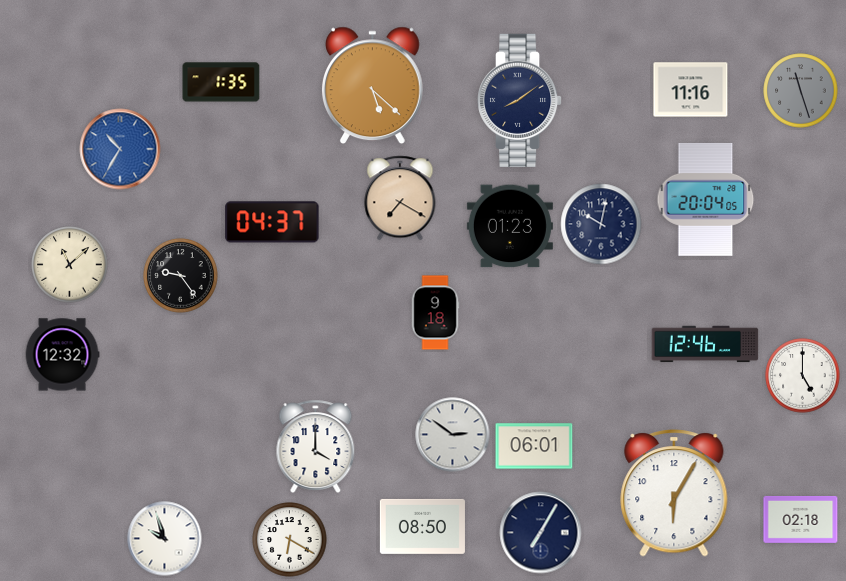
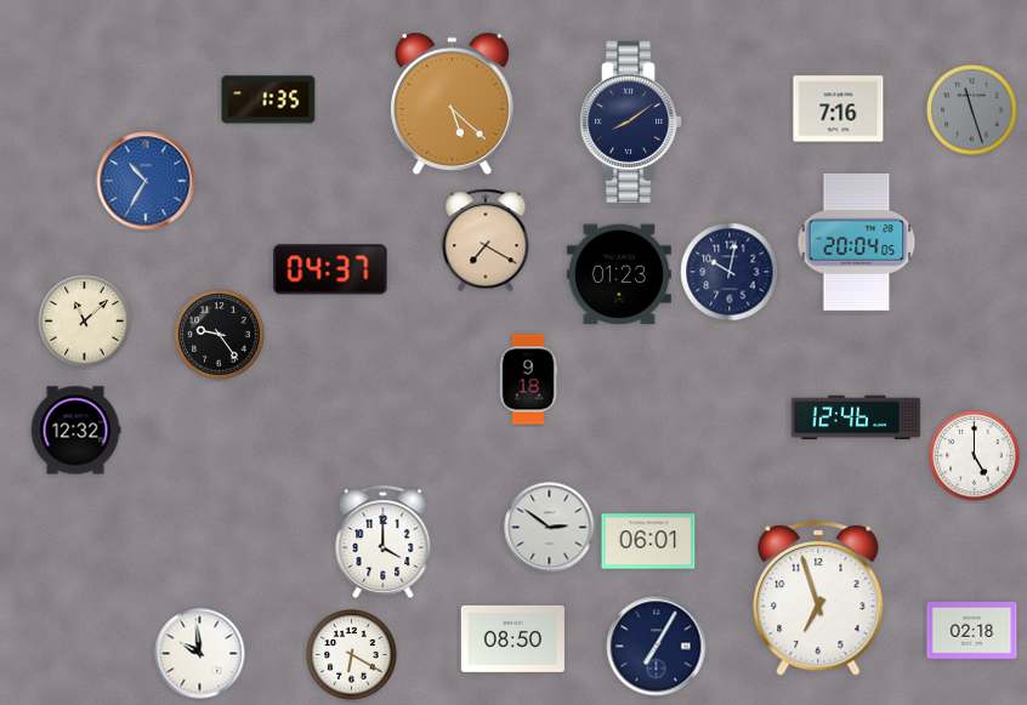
clock at (691, 90): 11:16 -> 7:16
clock at (674, 493): 6:05 -> 6:57
clock at (165, 539): 9:57 -> 9:59
